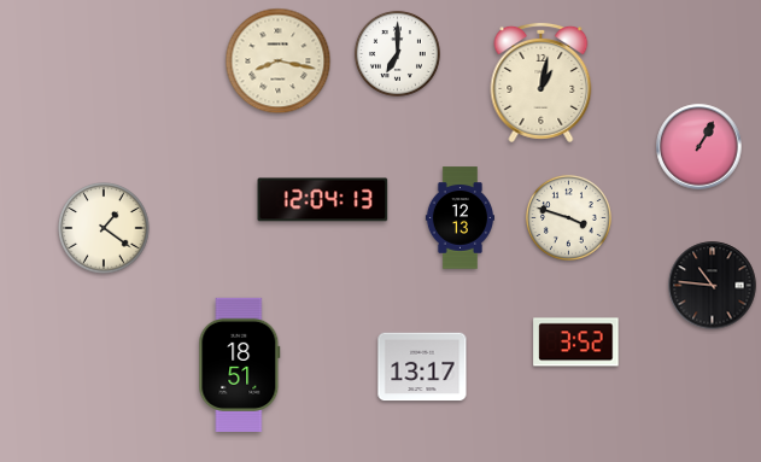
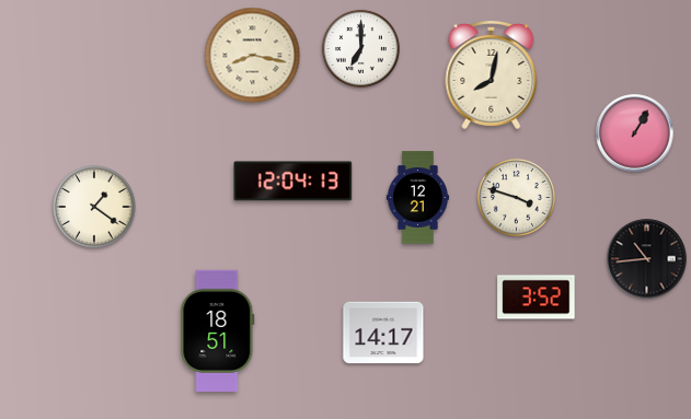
clock at (542, 82): 1:02 -> 8:02
clock at (459, 218): 12:13 -> 12:21
clock at (713, 286): 10:46 -> 10:44
clock at (576, 343) position: (576, 343) -> (537, 298)
clock at (422, 367): 13:17 -> 14:17
